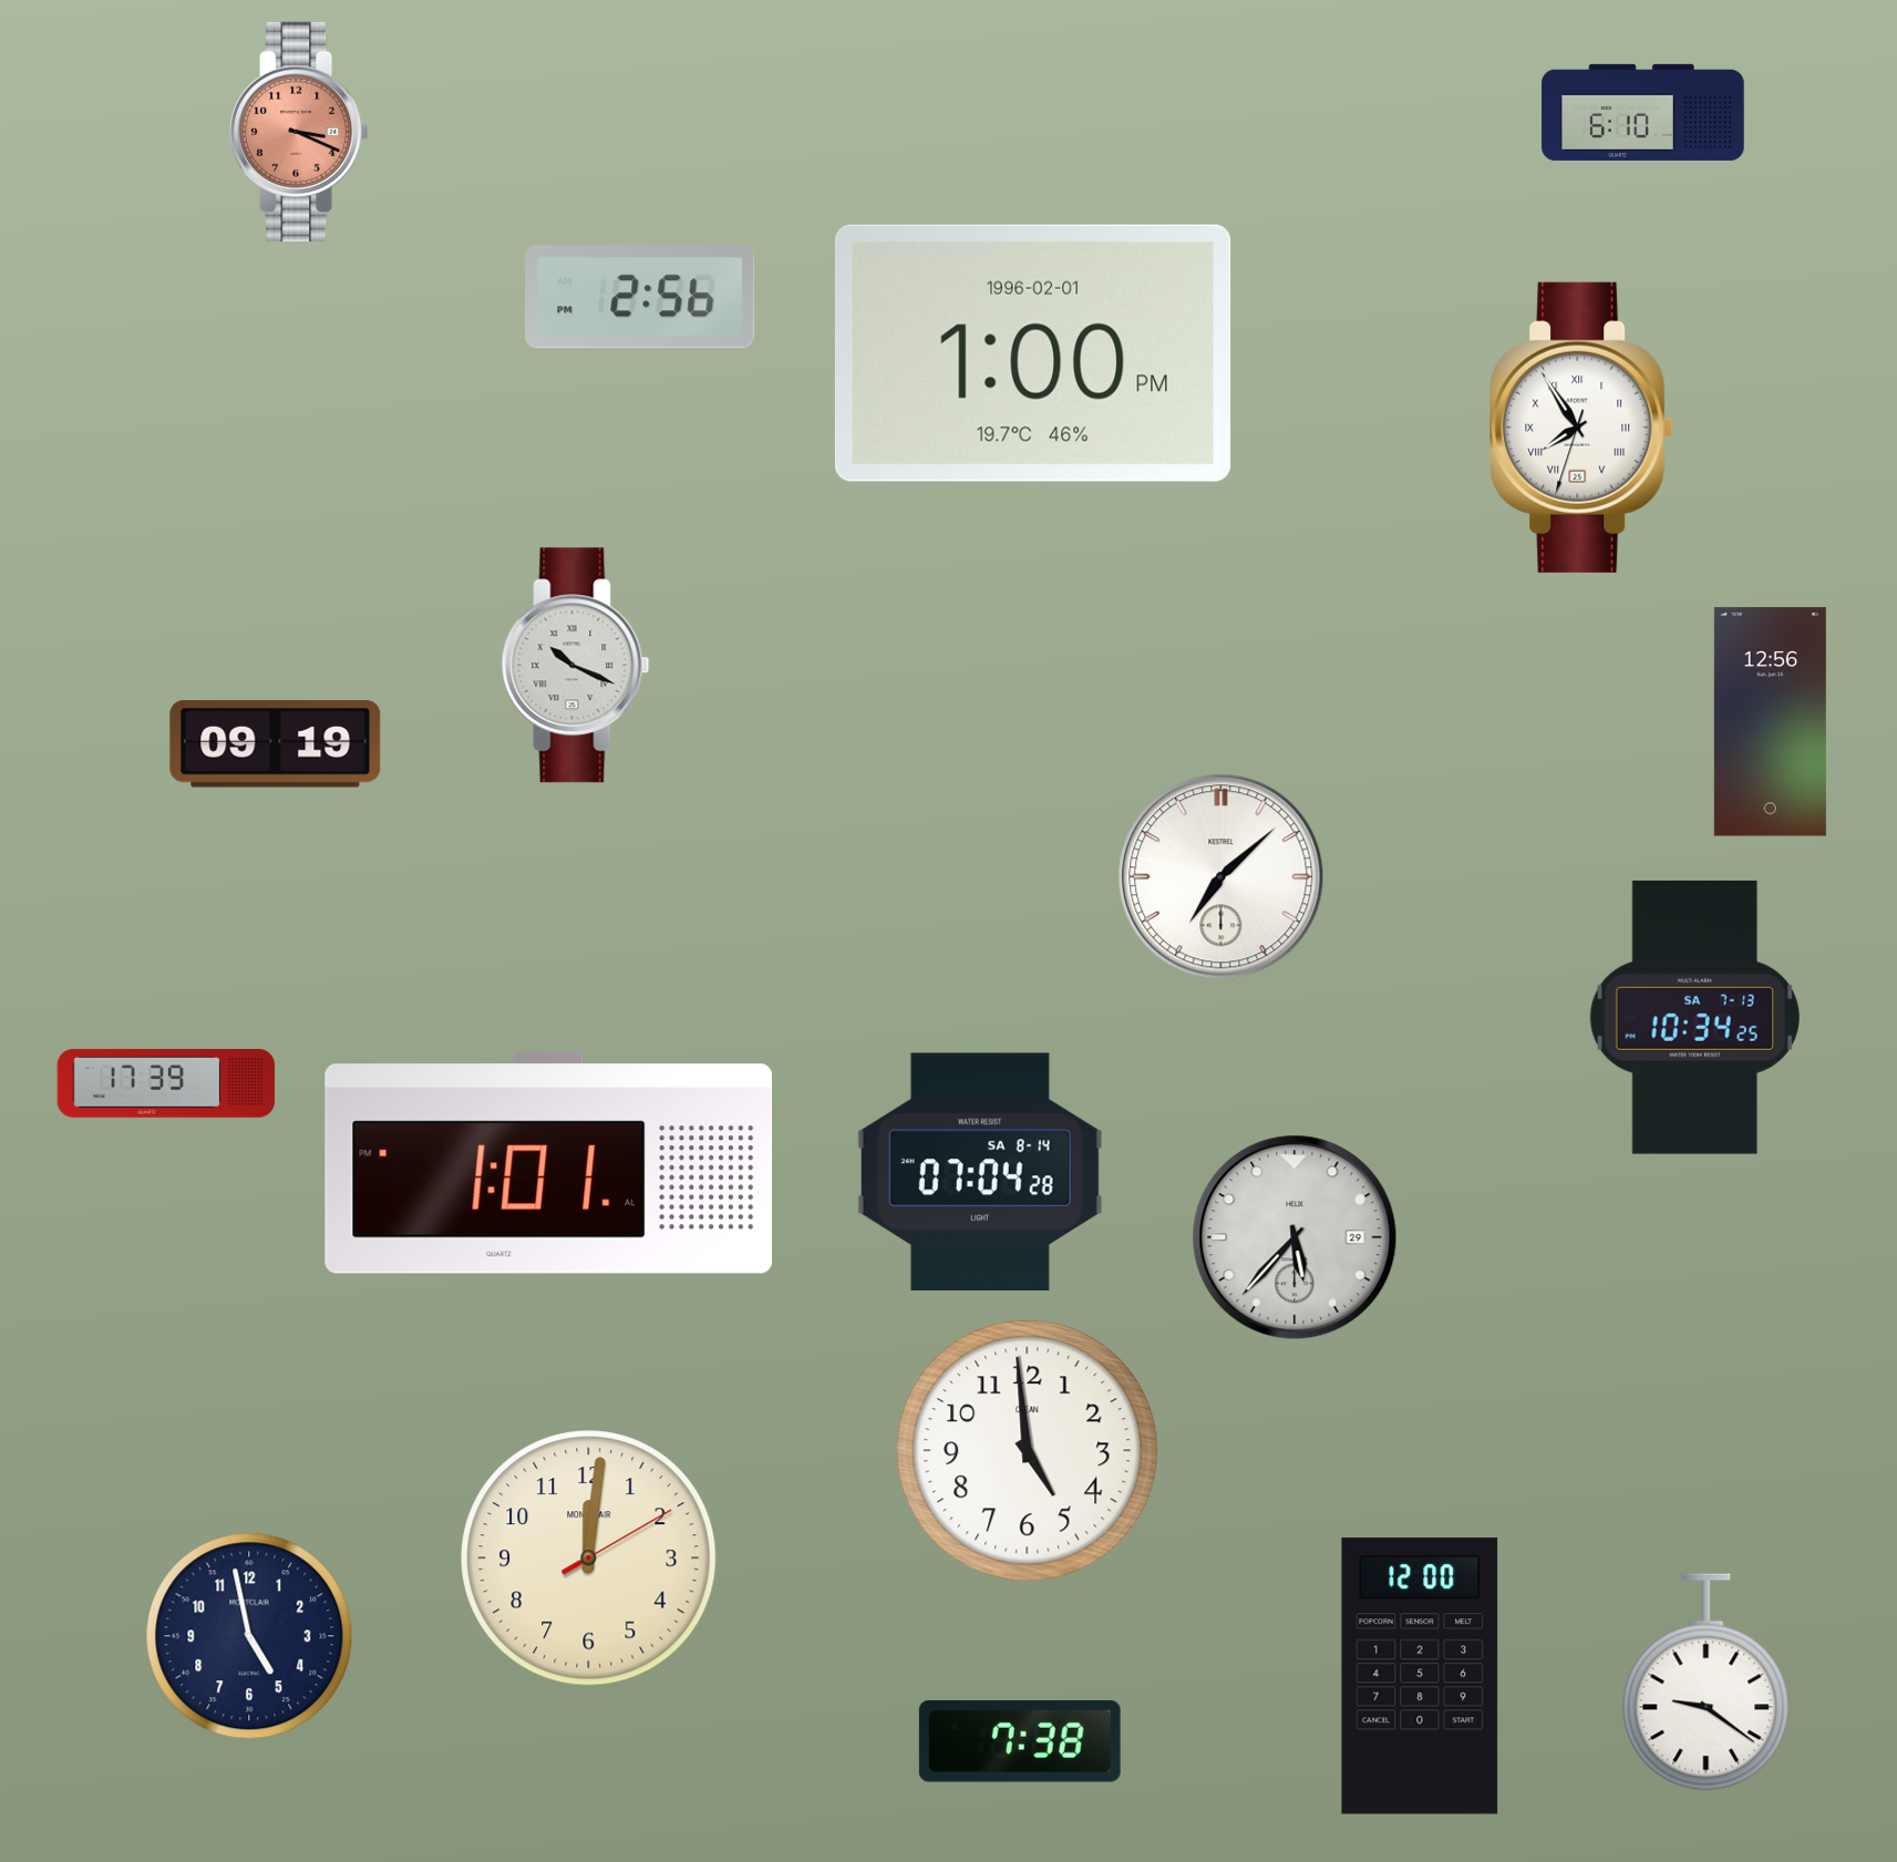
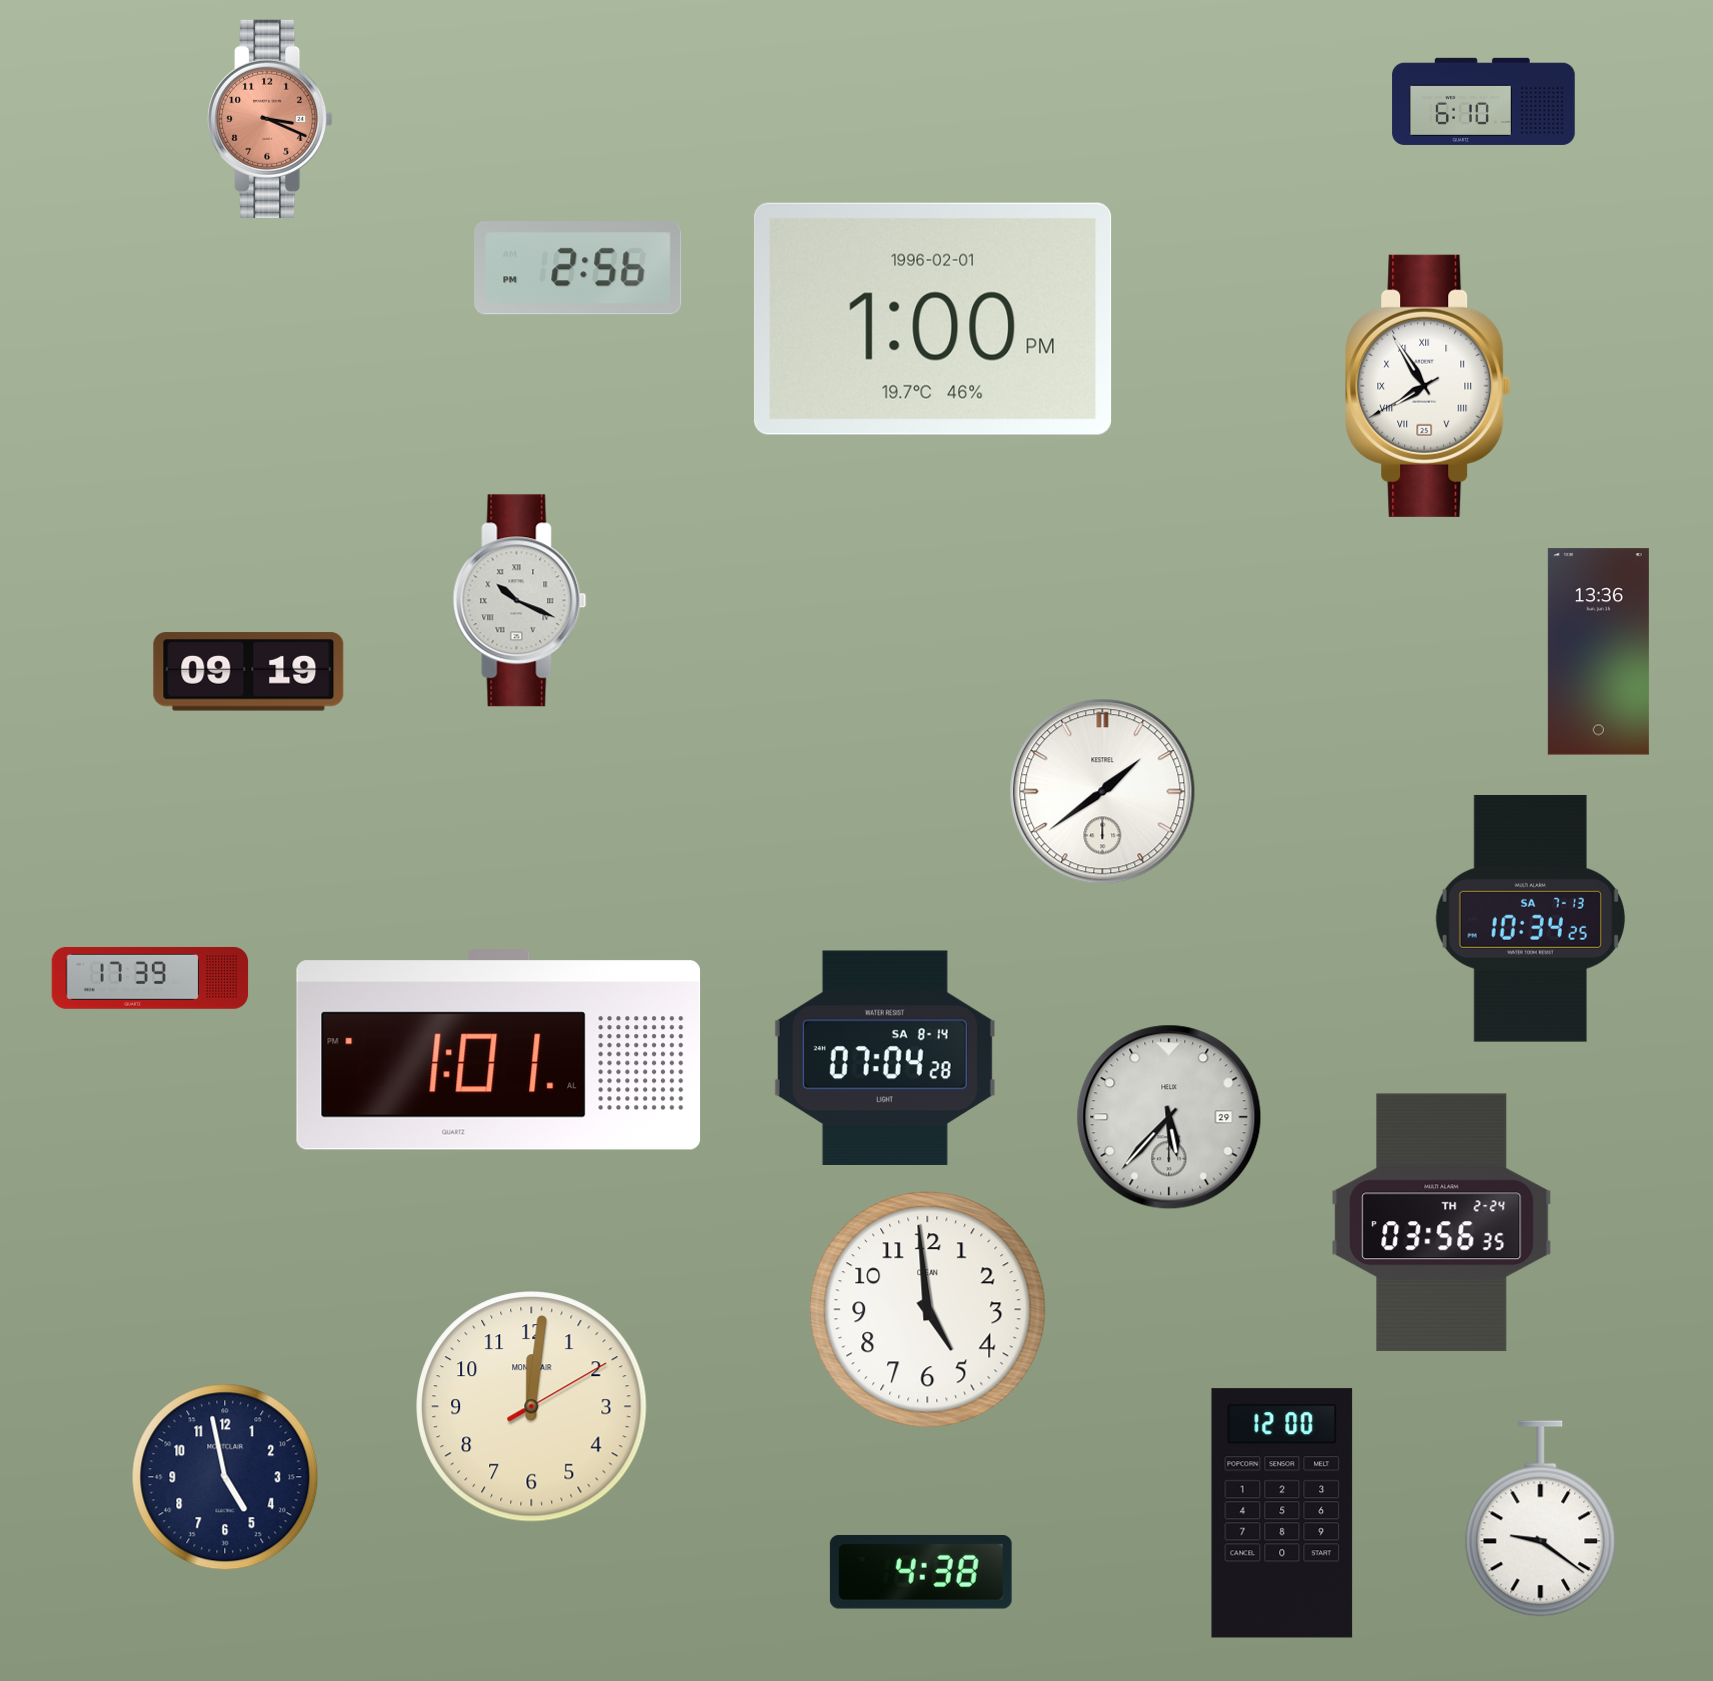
clock at (1581, 428): 7:54:33 -> 7:54:40
clock at (1770, 722): 12:56 -> 13:36
clock at (1221, 877): 7:08 -> 1:39
clock at (549, 1163) position: (549, 1163) -> (499, 1050)
clock at (1442, 1223): none -> 03:56
clock at (1020, 1741): 7:38 -> 4:38
